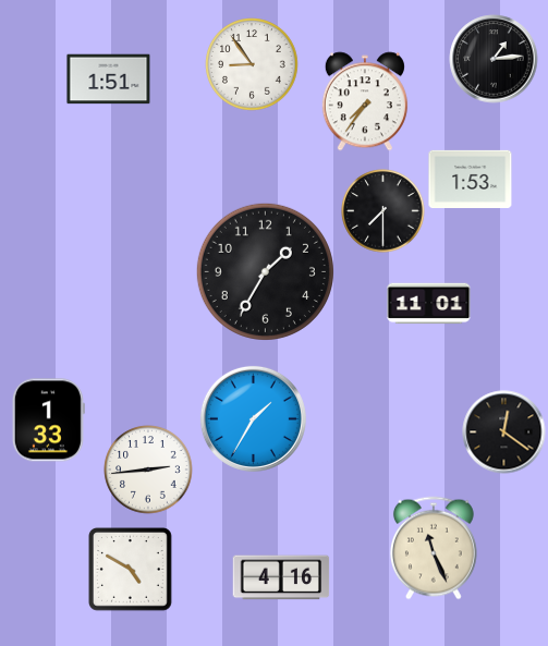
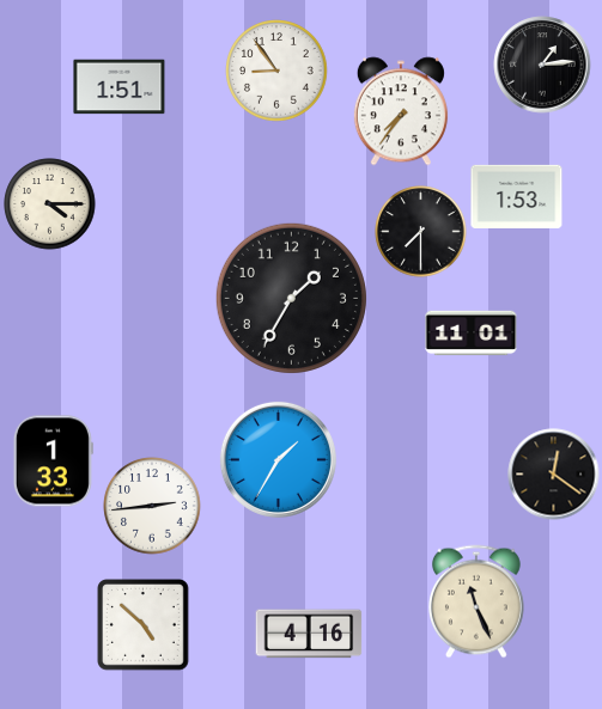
clock at (50, 204): none -> 4:15
clock at (148, 470) position: (148, 470) -> (152, 506)
clock at (131, 570): 4:50 -> 4:52
